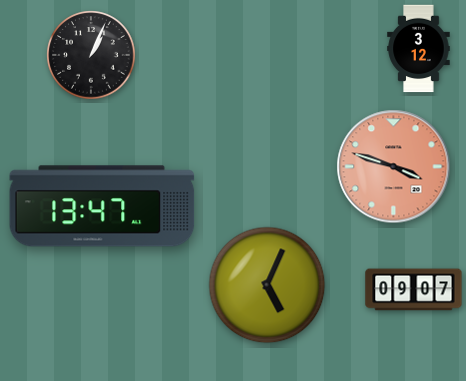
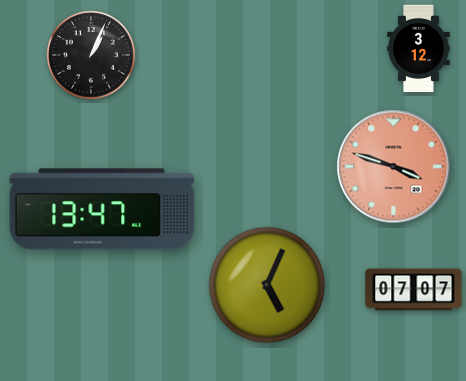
clock at (102, 206) position: (102, 206) -> (102, 209)
clock at (414, 290): 09:07 -> 07:07
